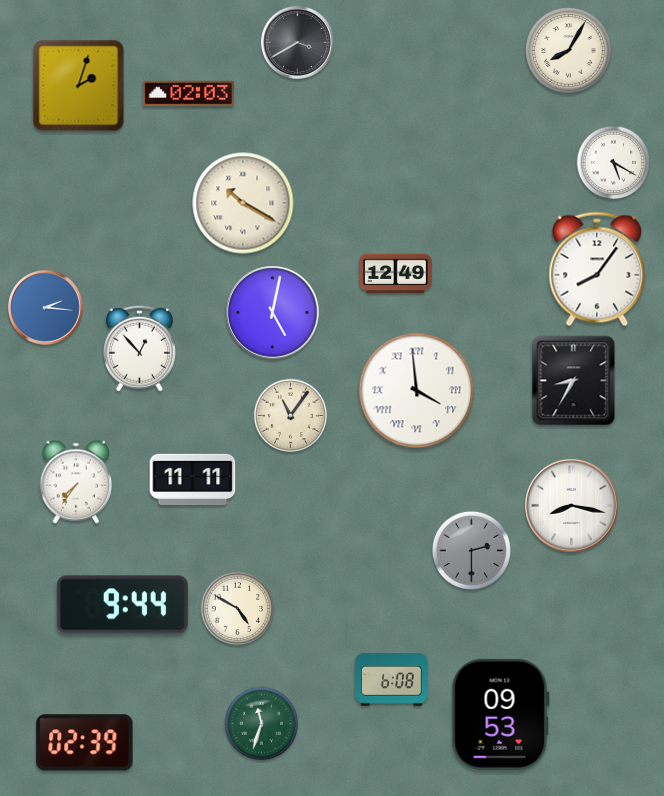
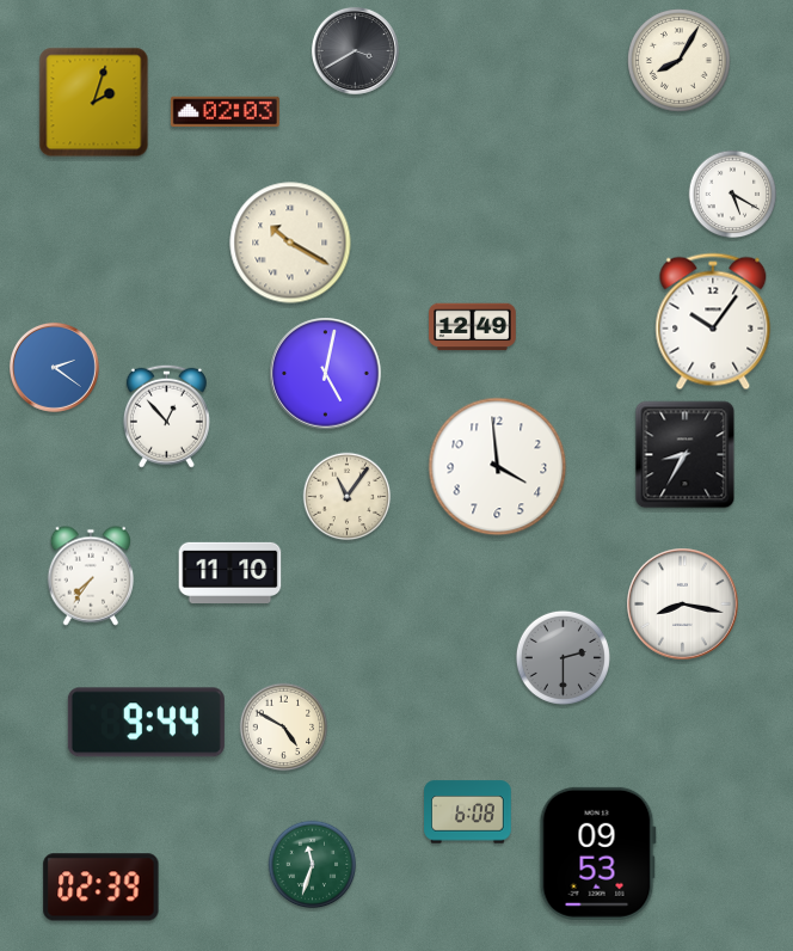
clock at (597, 269): 8:06 -> 10:06
clock at (45, 307): 2:16 -> 2:21
clock at (417, 391) numerals: Roman -> Arabic
clock at (193, 479): 11:11 -> 11:10
